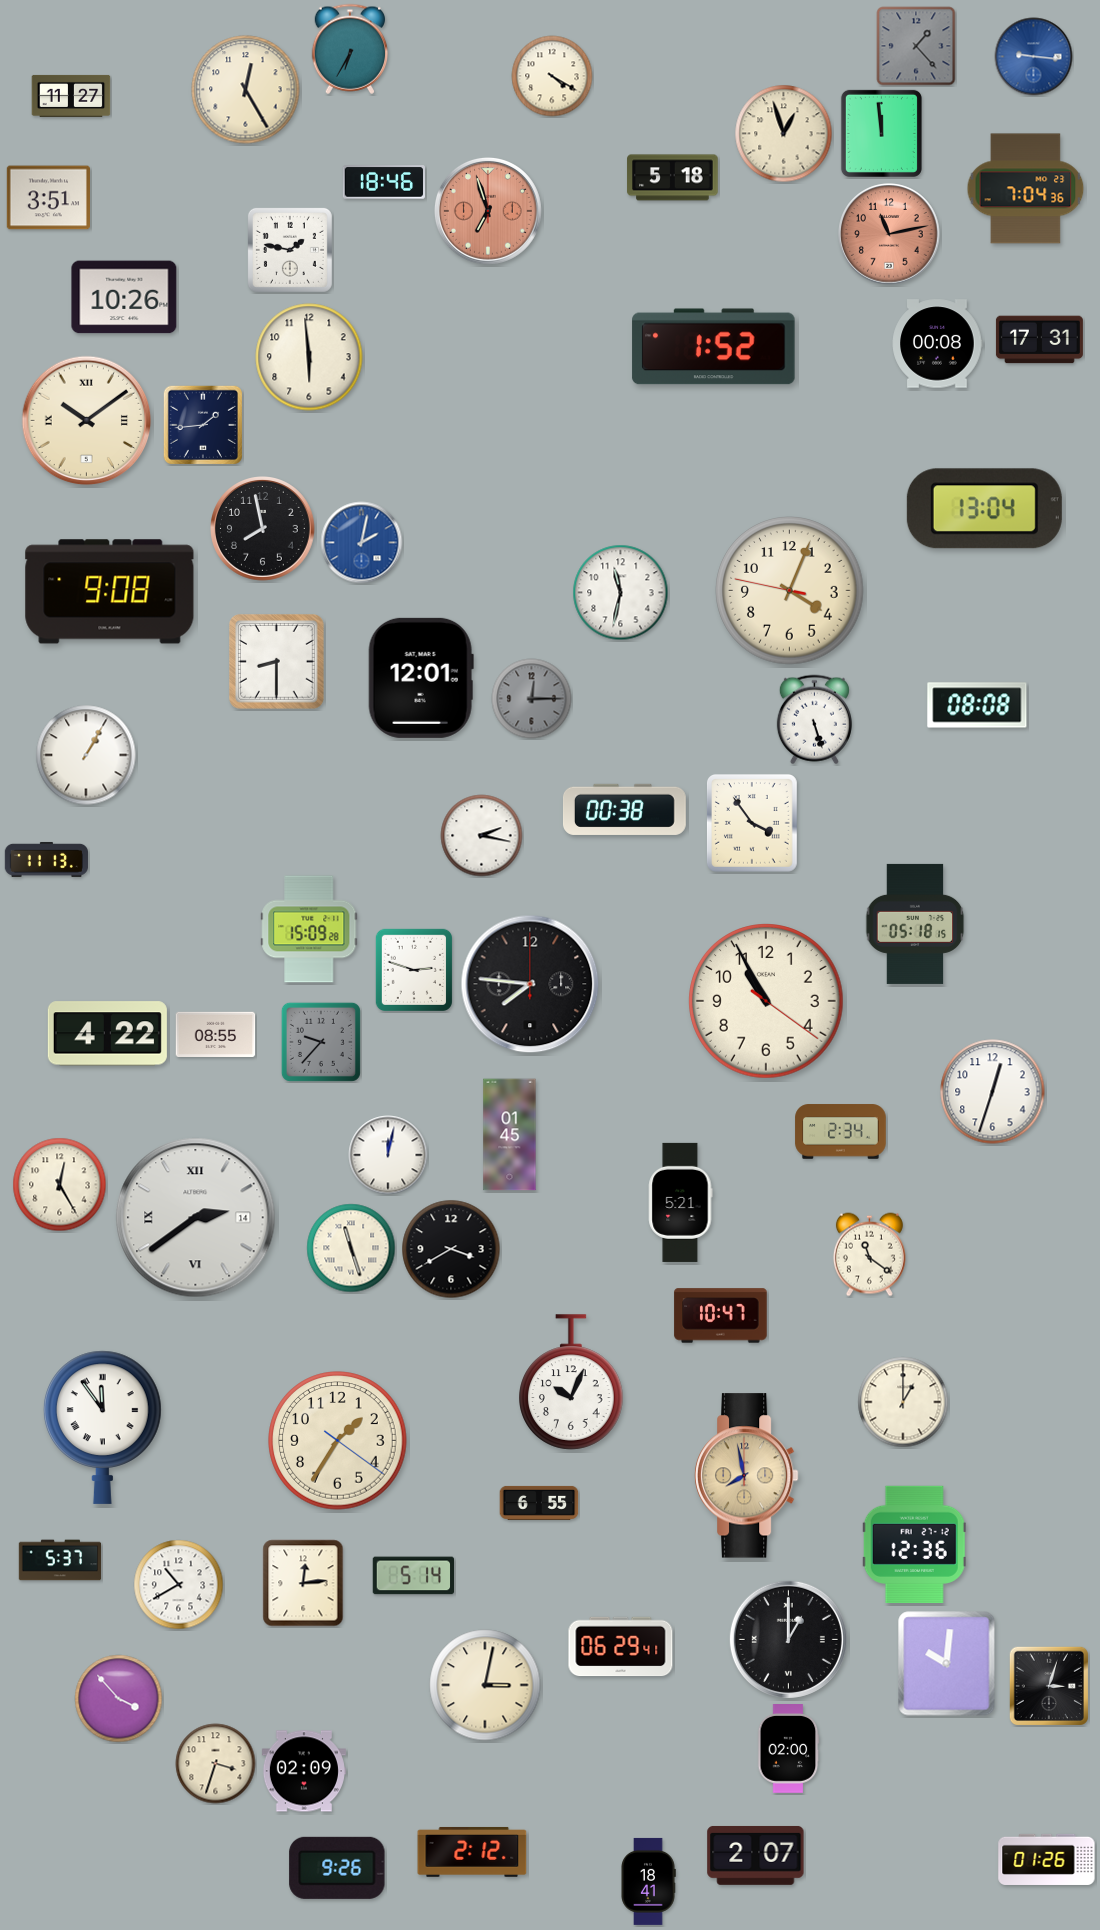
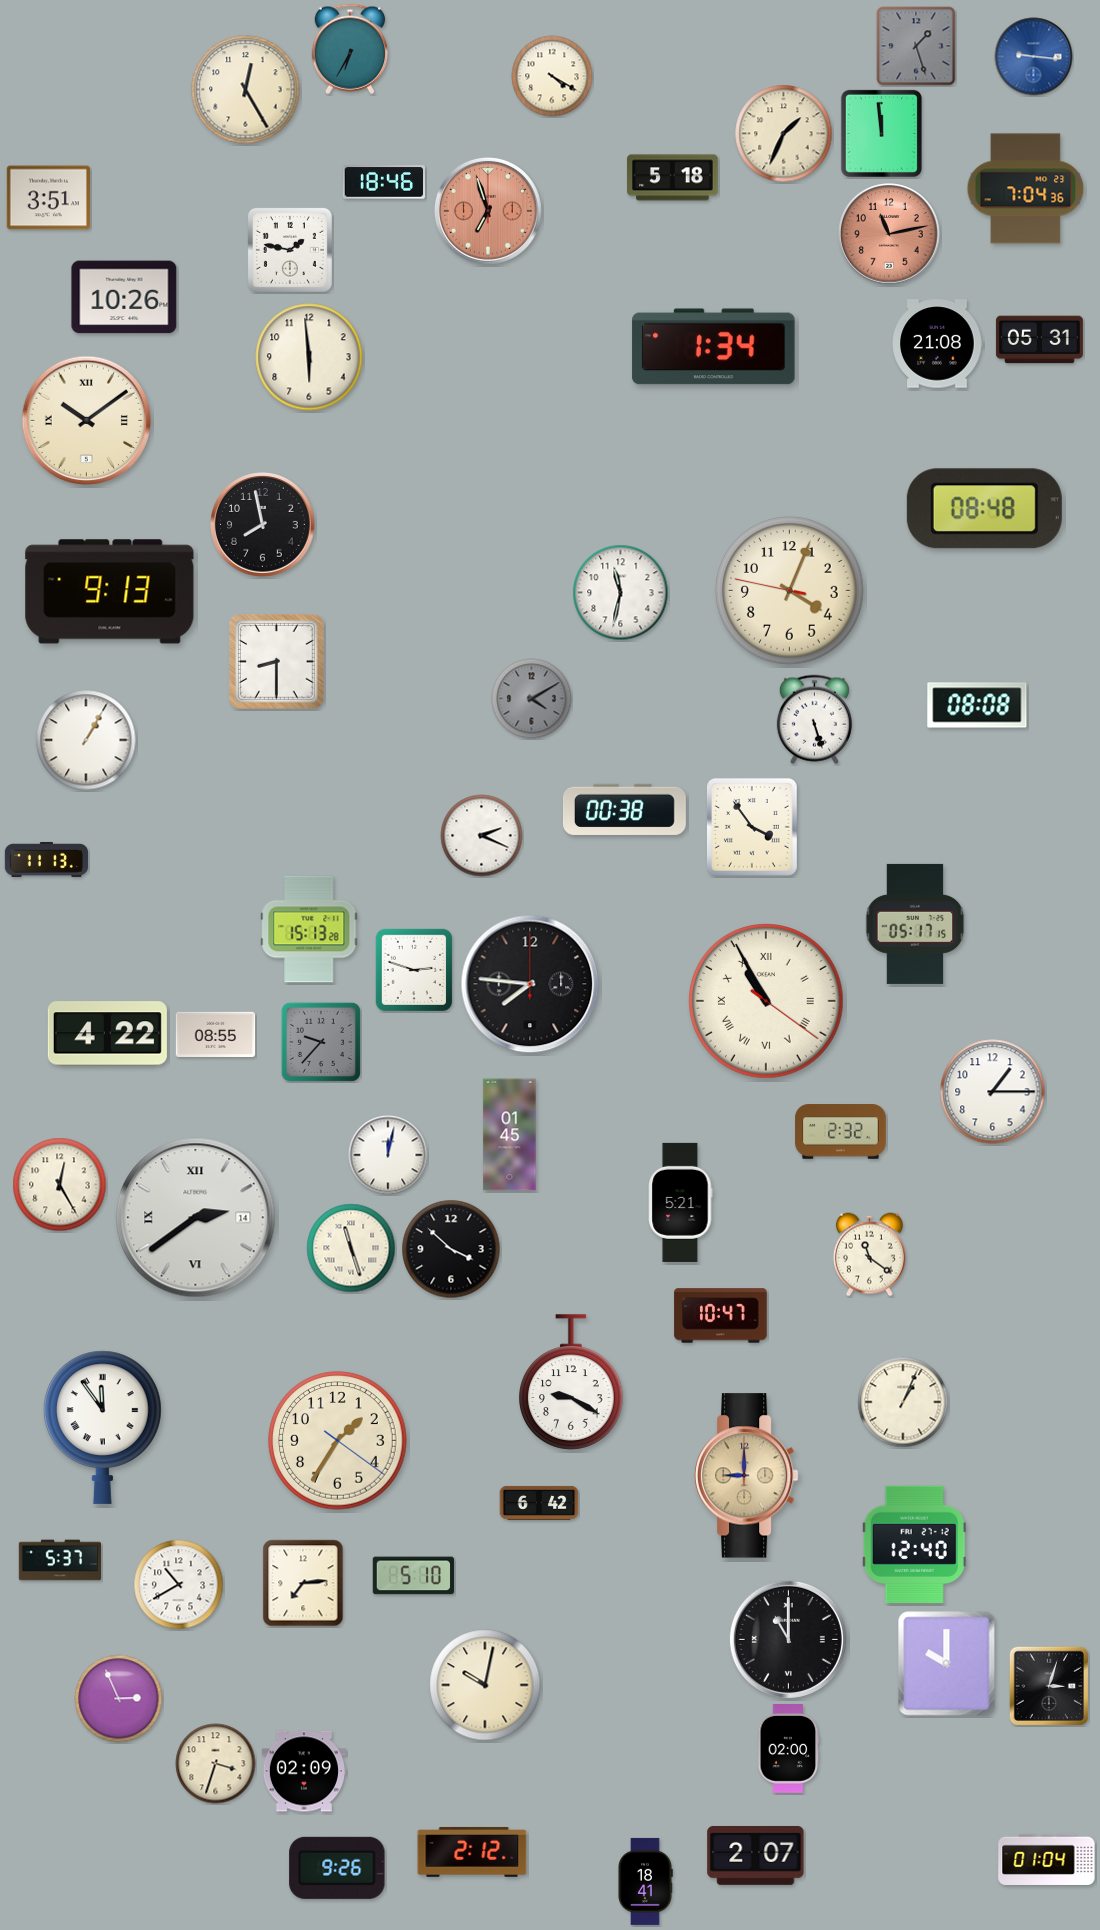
clock at (916, 46): 1:23 -> 1:27
clock at (71, 96): 11:27 -> none
clock at (784, 134): 12:57 -> 1:34
clock at (1039, 340): 17:31 -> 05:31
clock at (937, 344): 00:08 -> 21:08
clock at (714, 347): 1:52 -> 1:34
clock at (203, 425): 1:44 -> none
clock at (984, 509): 13:04 -> 08:48
clock at (263, 529) position: (263, 529) -> (263, 525)
clock at (362, 543): 2:02 -> none
clock at (110, 592): 9:08 -> 9:13
clock at (421, 678): 12:01 -> none
clock at (532, 699): 12:15 -> 4:10
clock at (86, 755) position: (86, 755) -> (86, 740)
clock at (752, 823) position: (752, 823) -> (752, 827)
clock at (482, 836): 2:17 -> 2:19
clock at (915, 924): 05:18 -> 05:17
clock at (309, 929): 15:09 -> 15:13
clock at (766, 1001) numerals: Arabic -> Roman
clock at (993, 1092): 12:33 -> 1:15
clock at (841, 1132): 2:34 -> 2:32
clock at (451, 1249): 3:40 -> 3:52
clock at (571, 1382): 10:04 -> 9:20
clock at (903, 1402): 1:00 -> 1:04
clock at (746, 1476): 7:58 -> 9:00
clock at (539, 1503): 6:55 -> 6:42
clock at (914, 1544): 12:36 -> 12:40
clock at (414, 1576): 5:14 -> 5:10
clock at (303, 1583): 12:14 -> 7:14
clock at (788, 1639): 1:00 -> 11:00
clock at (621, 1647): 06:29 -> none
clock at (947, 1664): 10:01 -> 10:00
clock at (485, 1685): 3:02 -> 10:02
clock at (119, 1699): 3:53 -> 2:56
clock at (1047, 1859): 01:26 -> 01:04
clock at (648, 1881) position: (648, 1881) -> (645, 1881)
